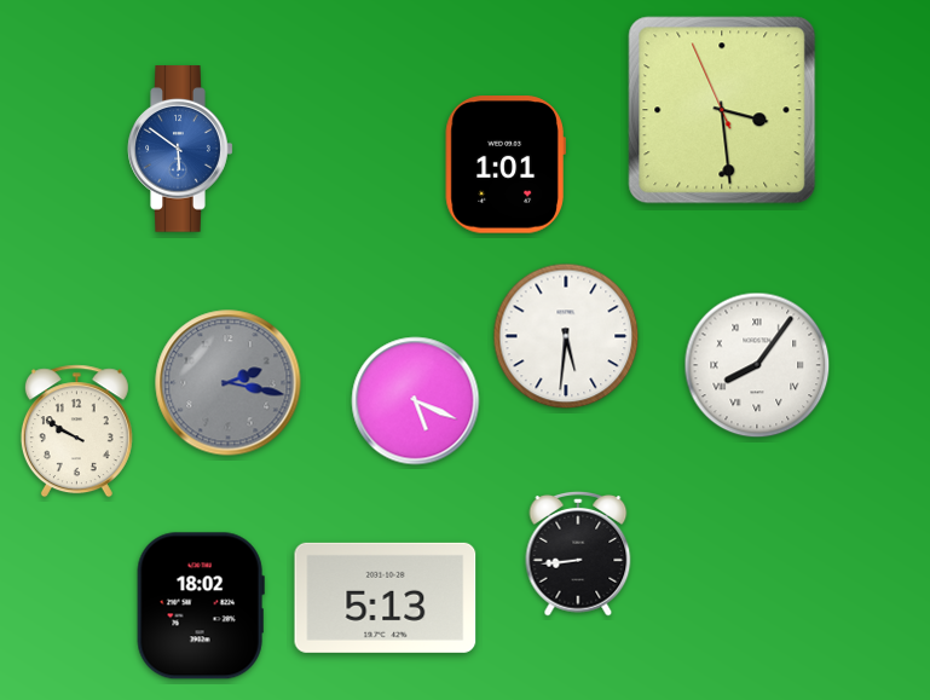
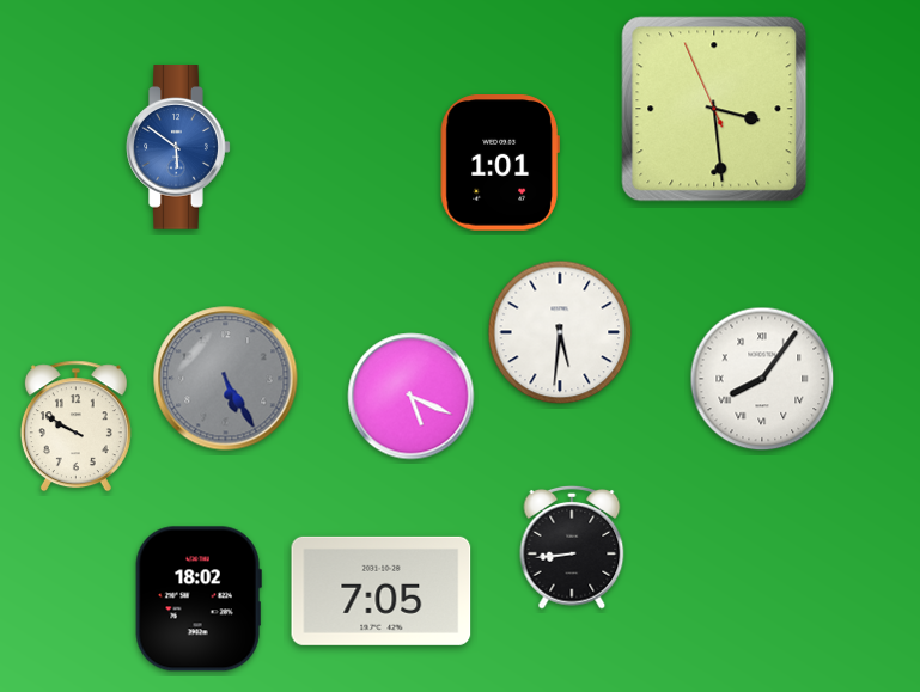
clock at (757, 365) position: (757, 365) -> (762, 379)
clock at (229, 383): 2:17 -> 5:25
clock at (386, 597): 5:13 -> 7:05
